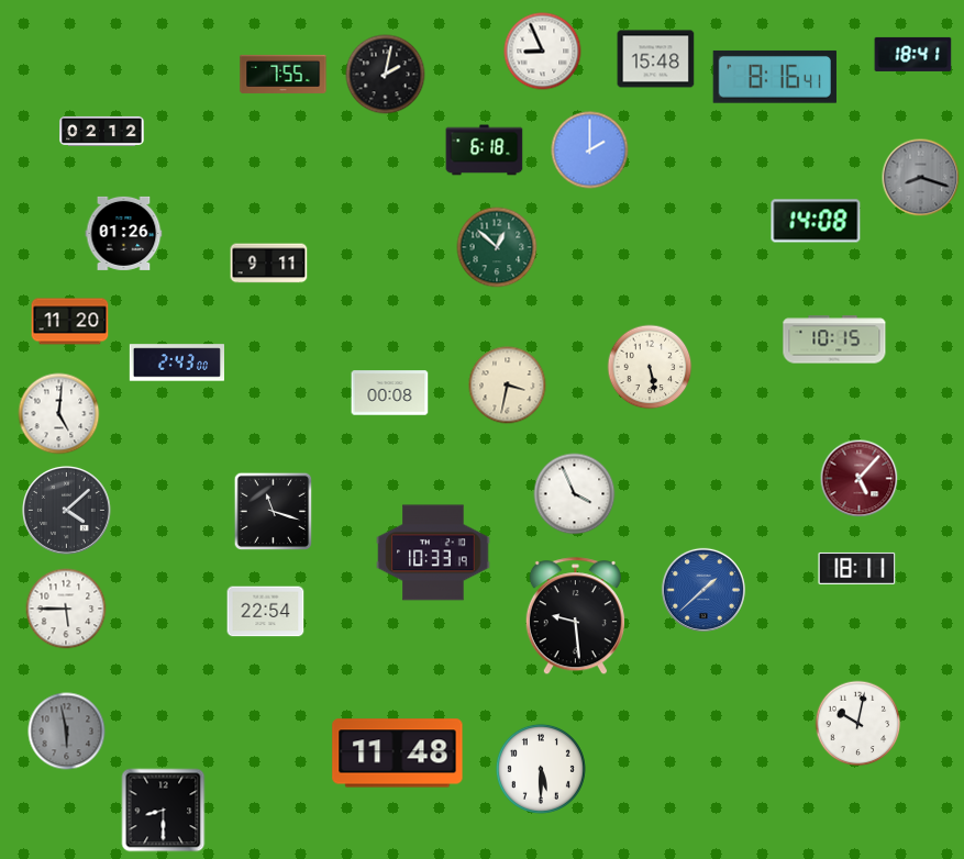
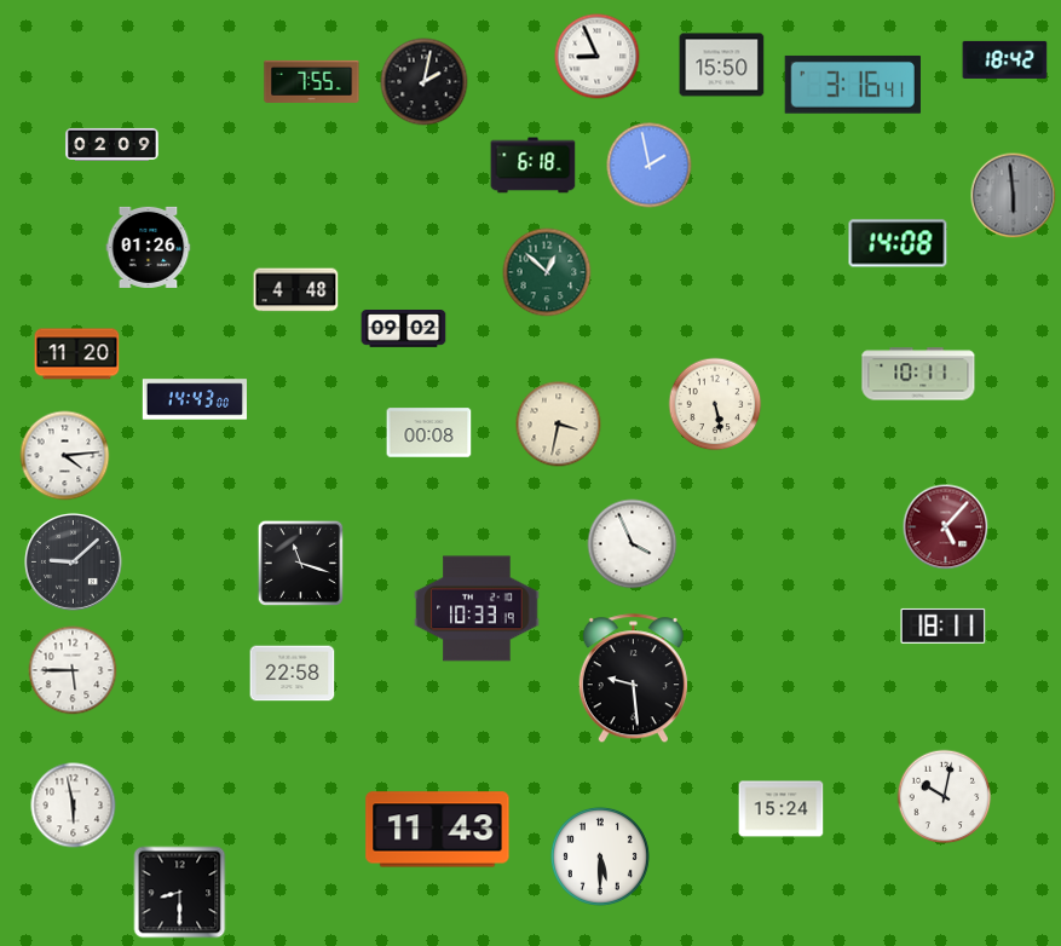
clock at (913, 54): 18:41 -> 18:42
clock at (656, 59): 15:48 -> 15:50
clock at (775, 77): 8:16 -> 3:16
clock at (102, 131): 02:12 -> 02:09
clock at (590, 150): 2:00 -> 1:58
clock at (921, 178): 8:18 -> 5:59
clock at (124, 233) position: (124, 233) -> (149, 247)
clock at (269, 264): 9:11 -> 4:48
clock at (404, 329): none -> 09:02
clock at (834, 339): 10:15 -> 10:11
clock at (176, 362): 2:43 -> 14:43
clock at (59, 414): 5:01 -> 4:14
clock at (67, 511): 4:08 -> 9:08
clock at (703, 590): 1:38 -> none
clock at (266, 612): 22:54 -> 22:58
clock at (67, 732) dial: grey -> white
clock at (782, 809): none -> 15:24
clock at (398, 754): 11:48 -> 11:43
clock at (541, 769) position: (541, 769) -> (600, 856)
